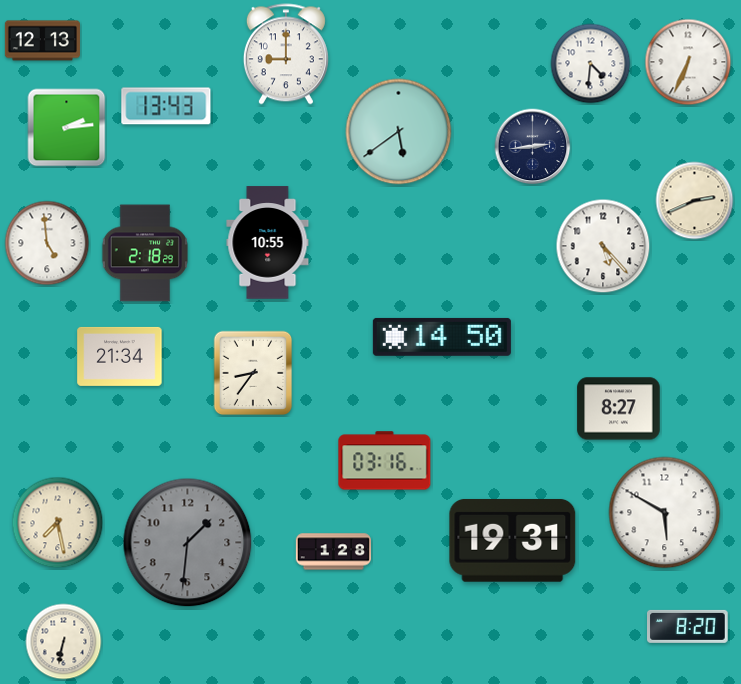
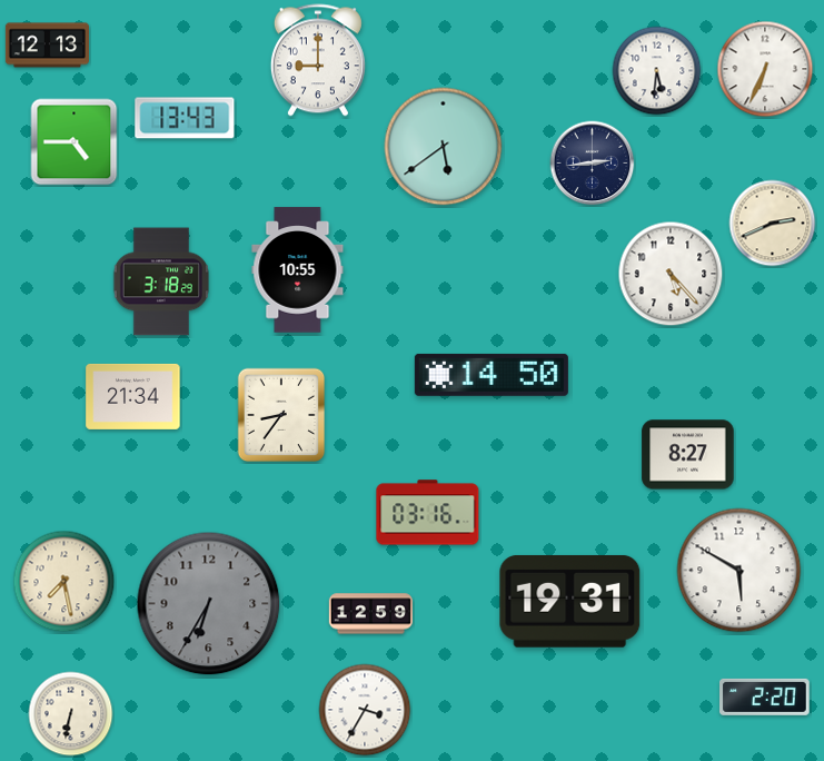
clock at (591, 64): 4:31 -> 5:31
clock at (67, 128): 2:14 -> 4:45
clock at (47, 243): 4:59 -> none
clock at (144, 253): 2:18 -> 3:18
clock at (188, 543): 1:31 -> 6:35
clock at (333, 552): 1:28 -> 12:59
clock at (688, 626): 8:20 -> 2:20
clock at (365, 710): none -> 3:35
